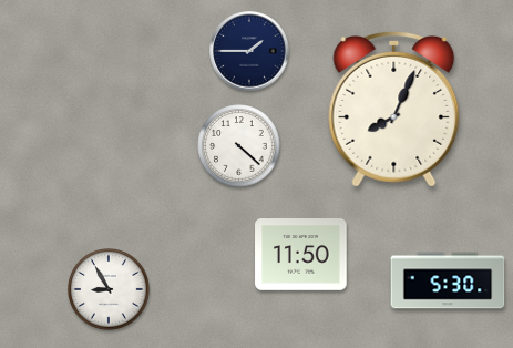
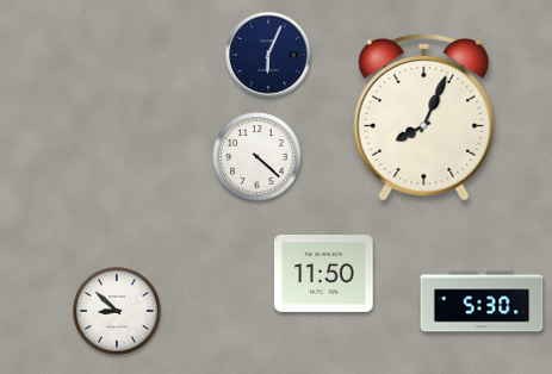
clock at (249, 51): 1:45 -> 6:04
clock at (109, 289): 8:55 -> 8:52
